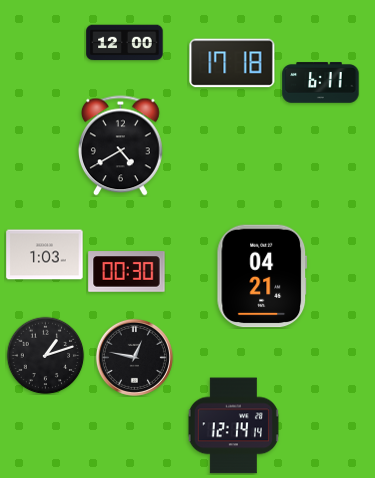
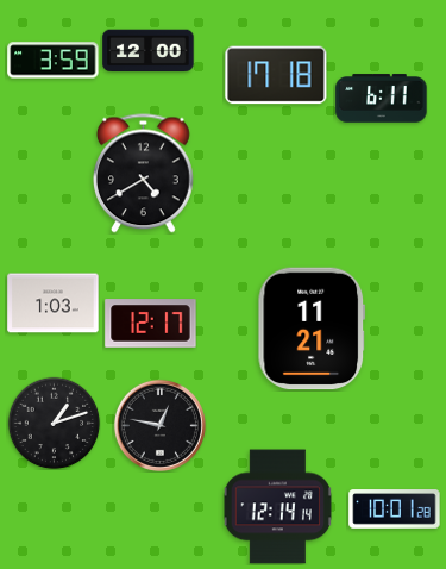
clock at (54, 61): none -> 3:59
clock at (127, 272): 00:30 -> 12:17
clock at (262, 276): 04:21 -> 11:21
clock at (395, 509): none -> 10:01
